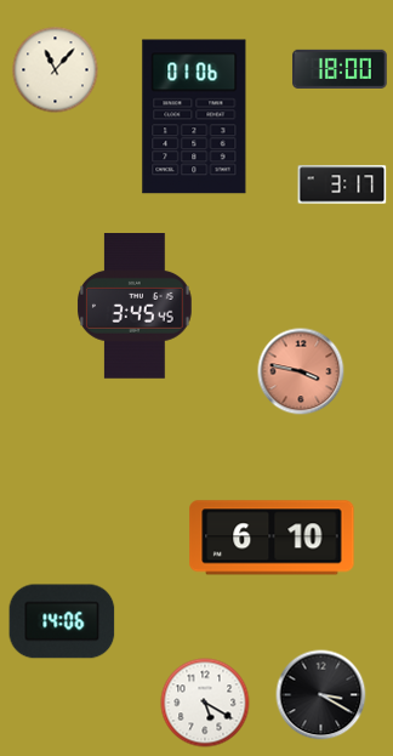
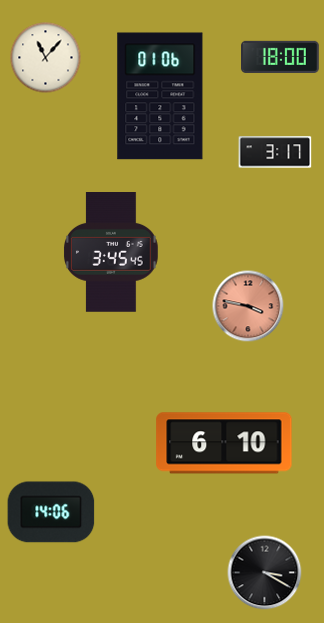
clock at (342, 184) position: (342, 184) -> (275, 152)
clock at (205, 703): 5:20 -> none
